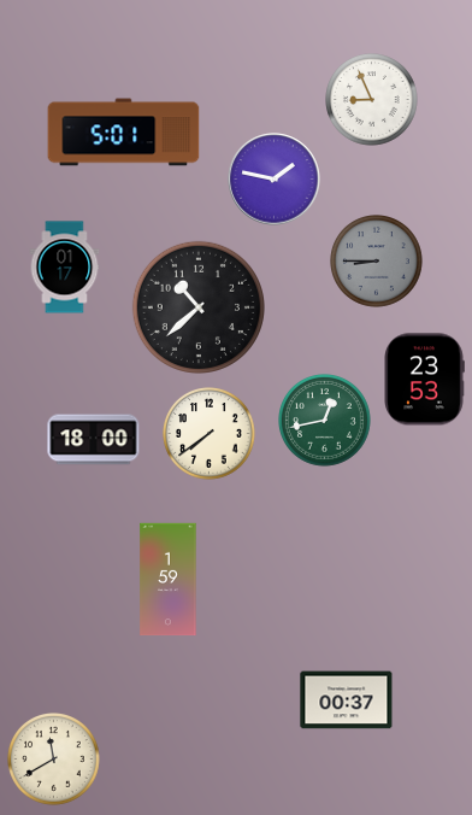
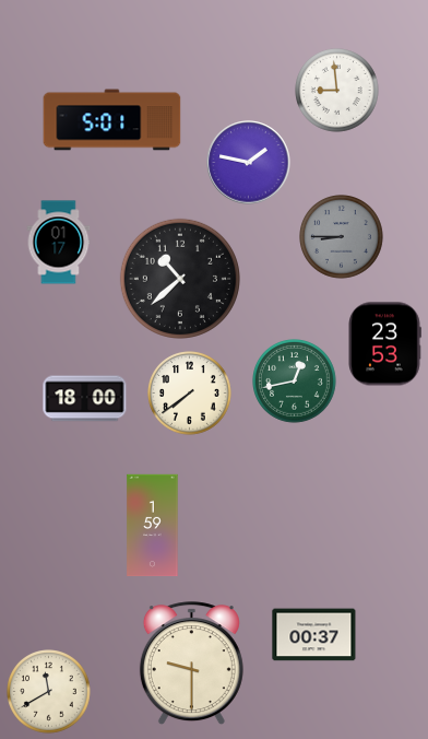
clock at (372, 100): 8:56 -> 8:59
clock at (191, 664): none -> 9:30
clock at (54, 760) position: (54, 760) -> (49, 692)
